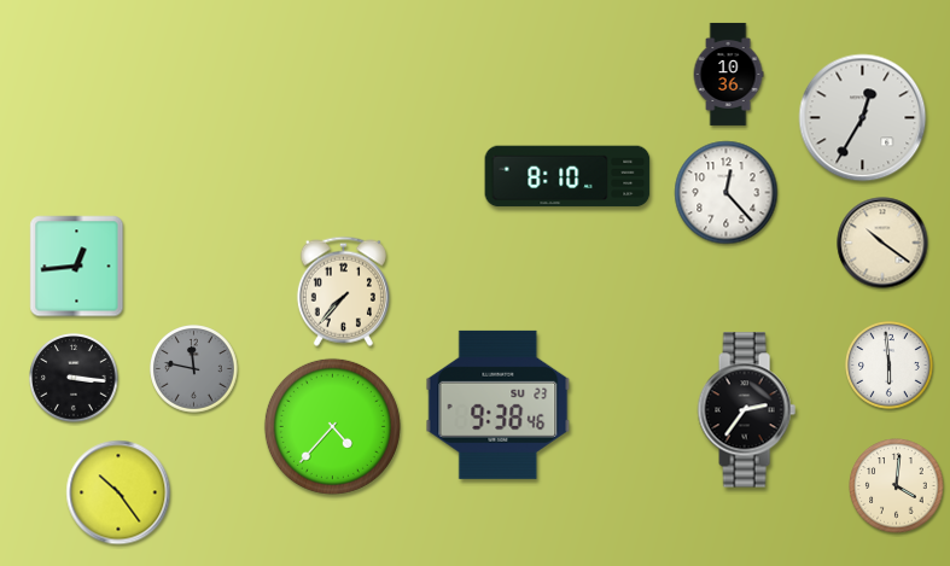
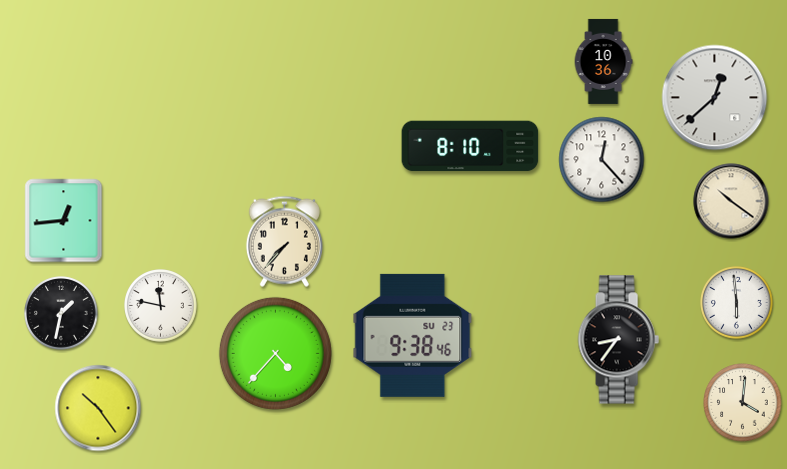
clock at (863, 118): 12:35 -> 12:38
clock at (194, 369) dial: grey -> white
clock at (74, 378): 3:16 -> 1:32
clock at (746, 410): 2:36 -> 8:36
